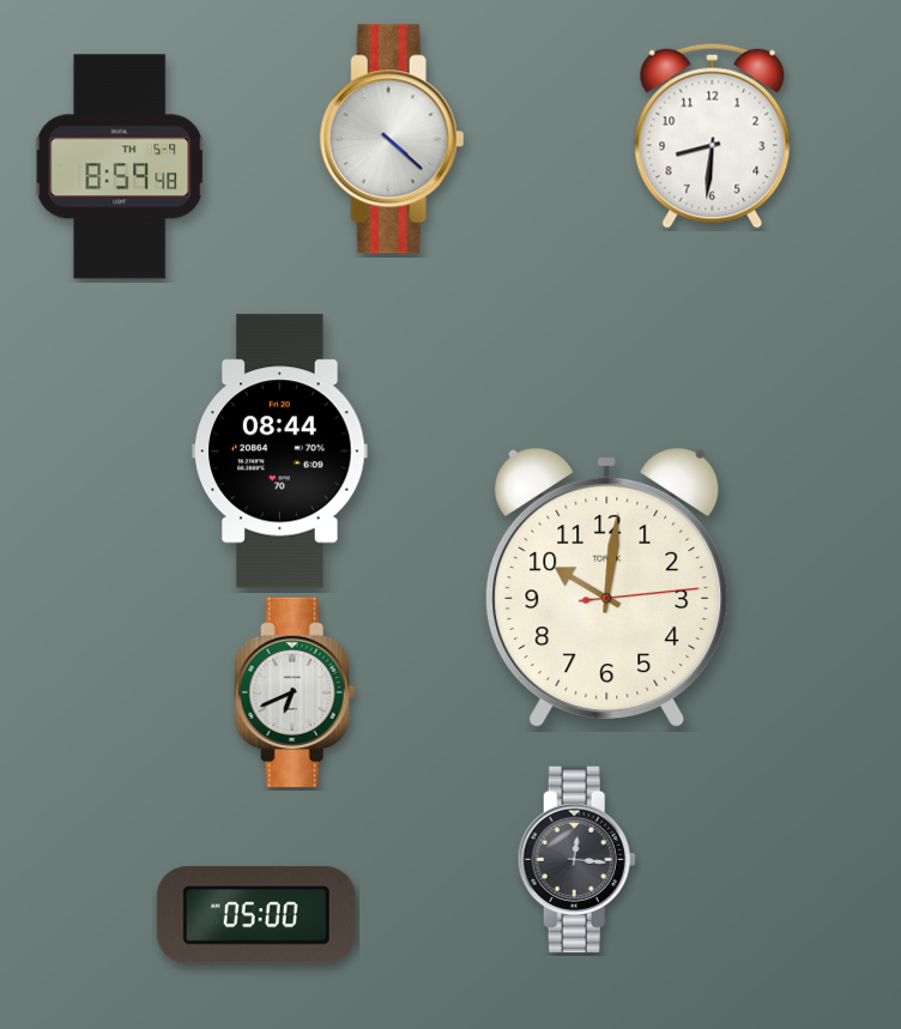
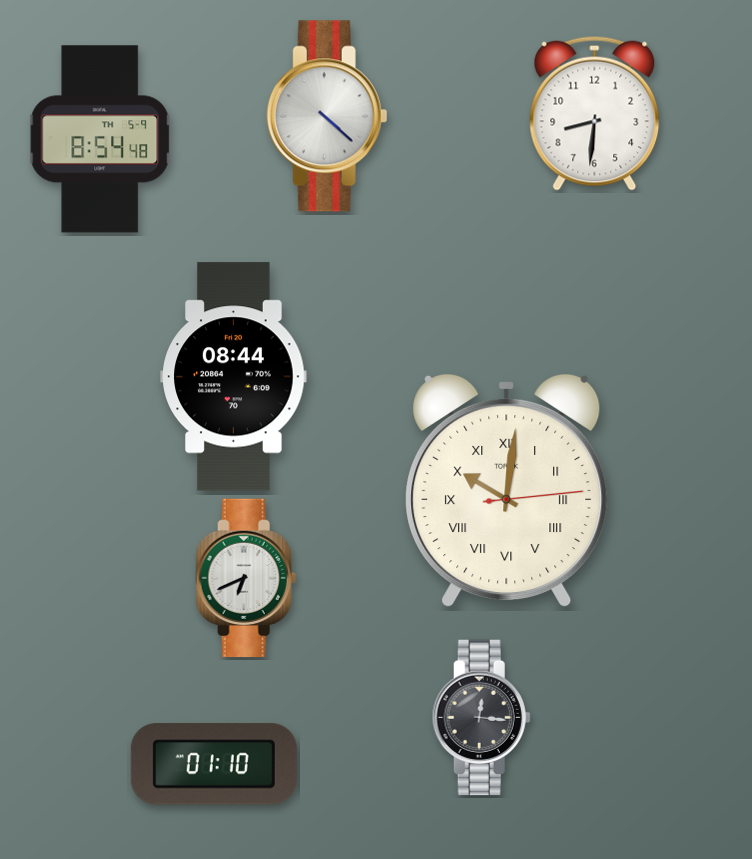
clock at (121, 167): 8:59 -> 8:54
clock at (607, 588) numerals: Arabic -> Roman
clock at (256, 915): 05:00 -> 01:10
